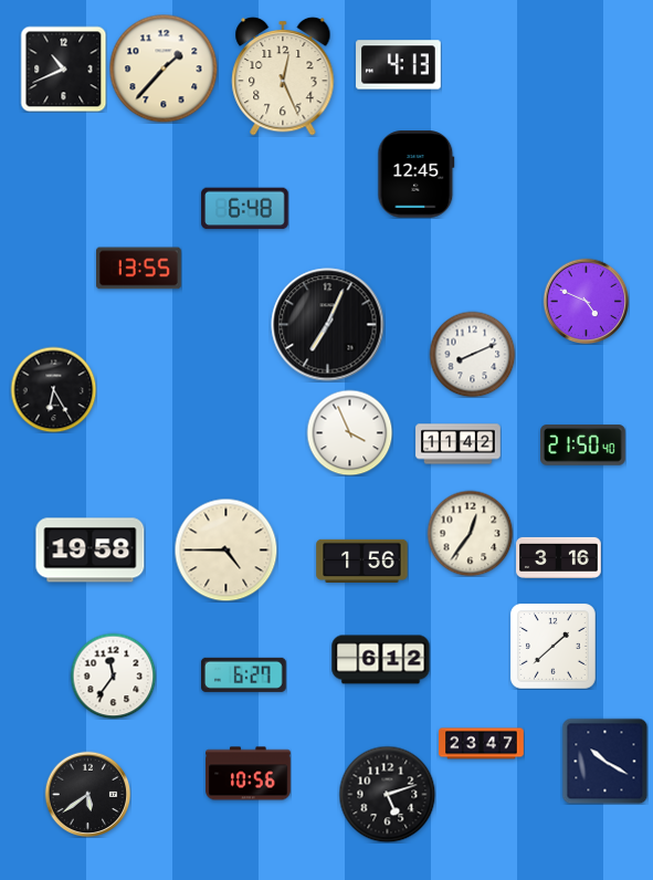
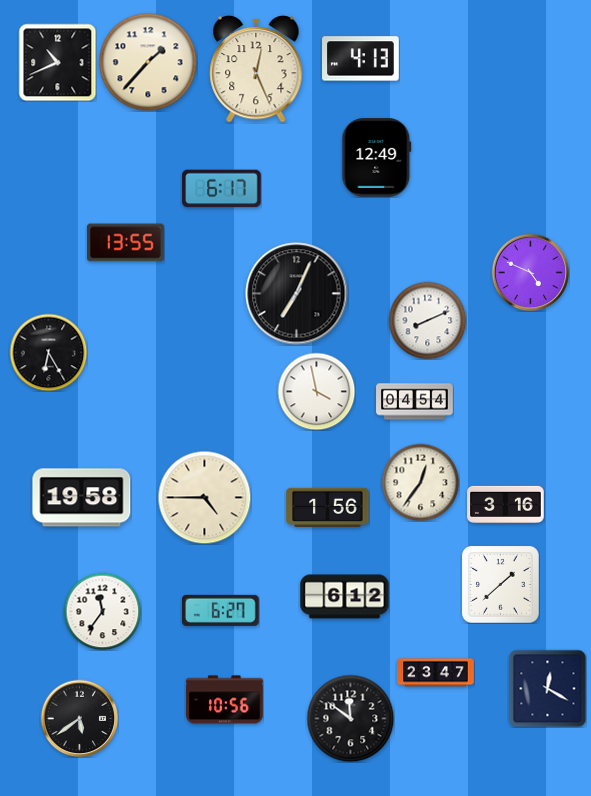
clock at (417, 175): 12:45 -> 12:49
clock at (245, 209): 6:48 -> 6:17
clock at (349, 432): 3:56 -> 3:58
clock at (459, 444): 11:42 -> 04:54
clock at (583, 446): 21:50 -> none
clock at (470, 533) position: (470, 533) -> (420, 482)
clock at (604, 761): 10:20 -> 12:20
clock at (387, 794): 5:12 -> 11:51
